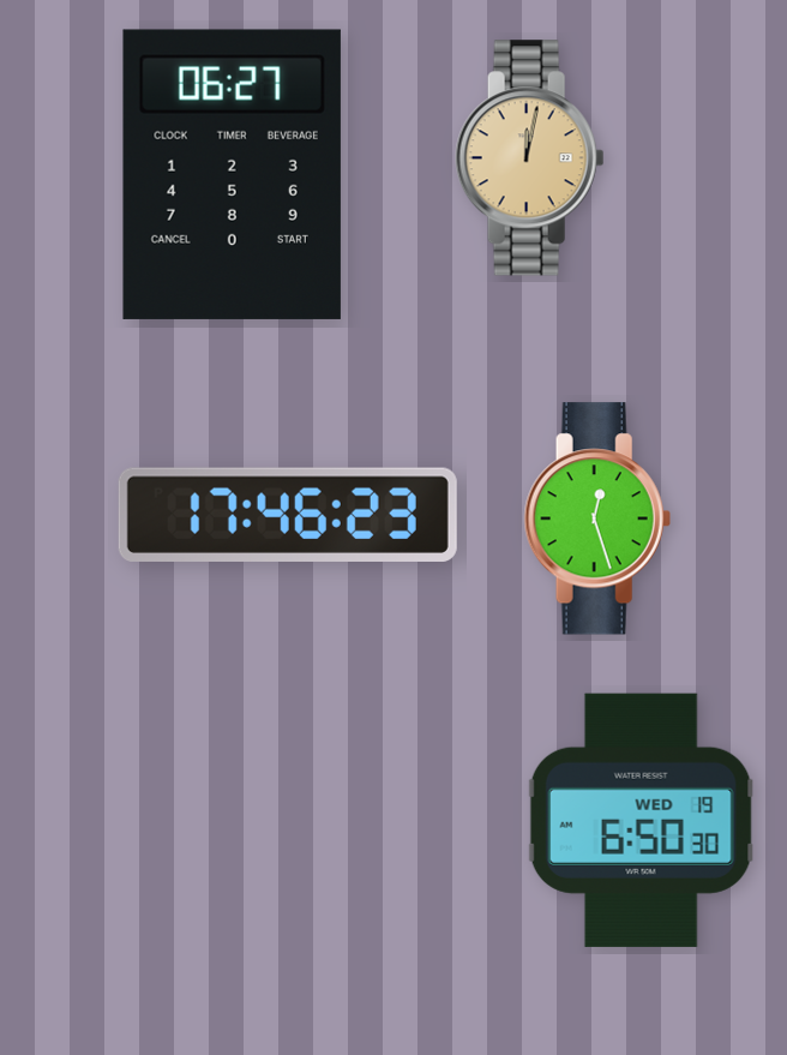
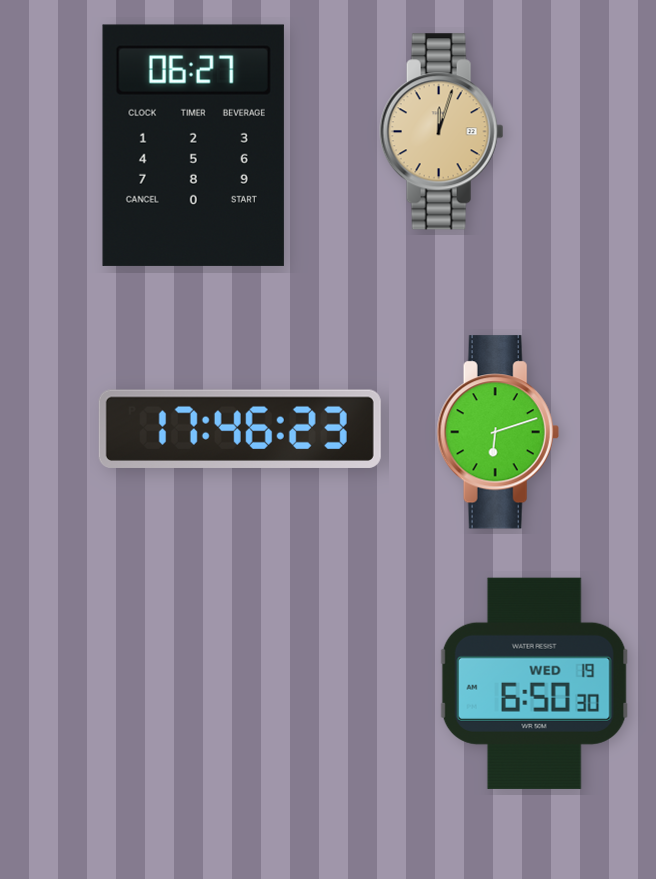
clock at (530, 158): 12:02 -> 12:03
clock at (597, 518): 12:27 -> 6:12
